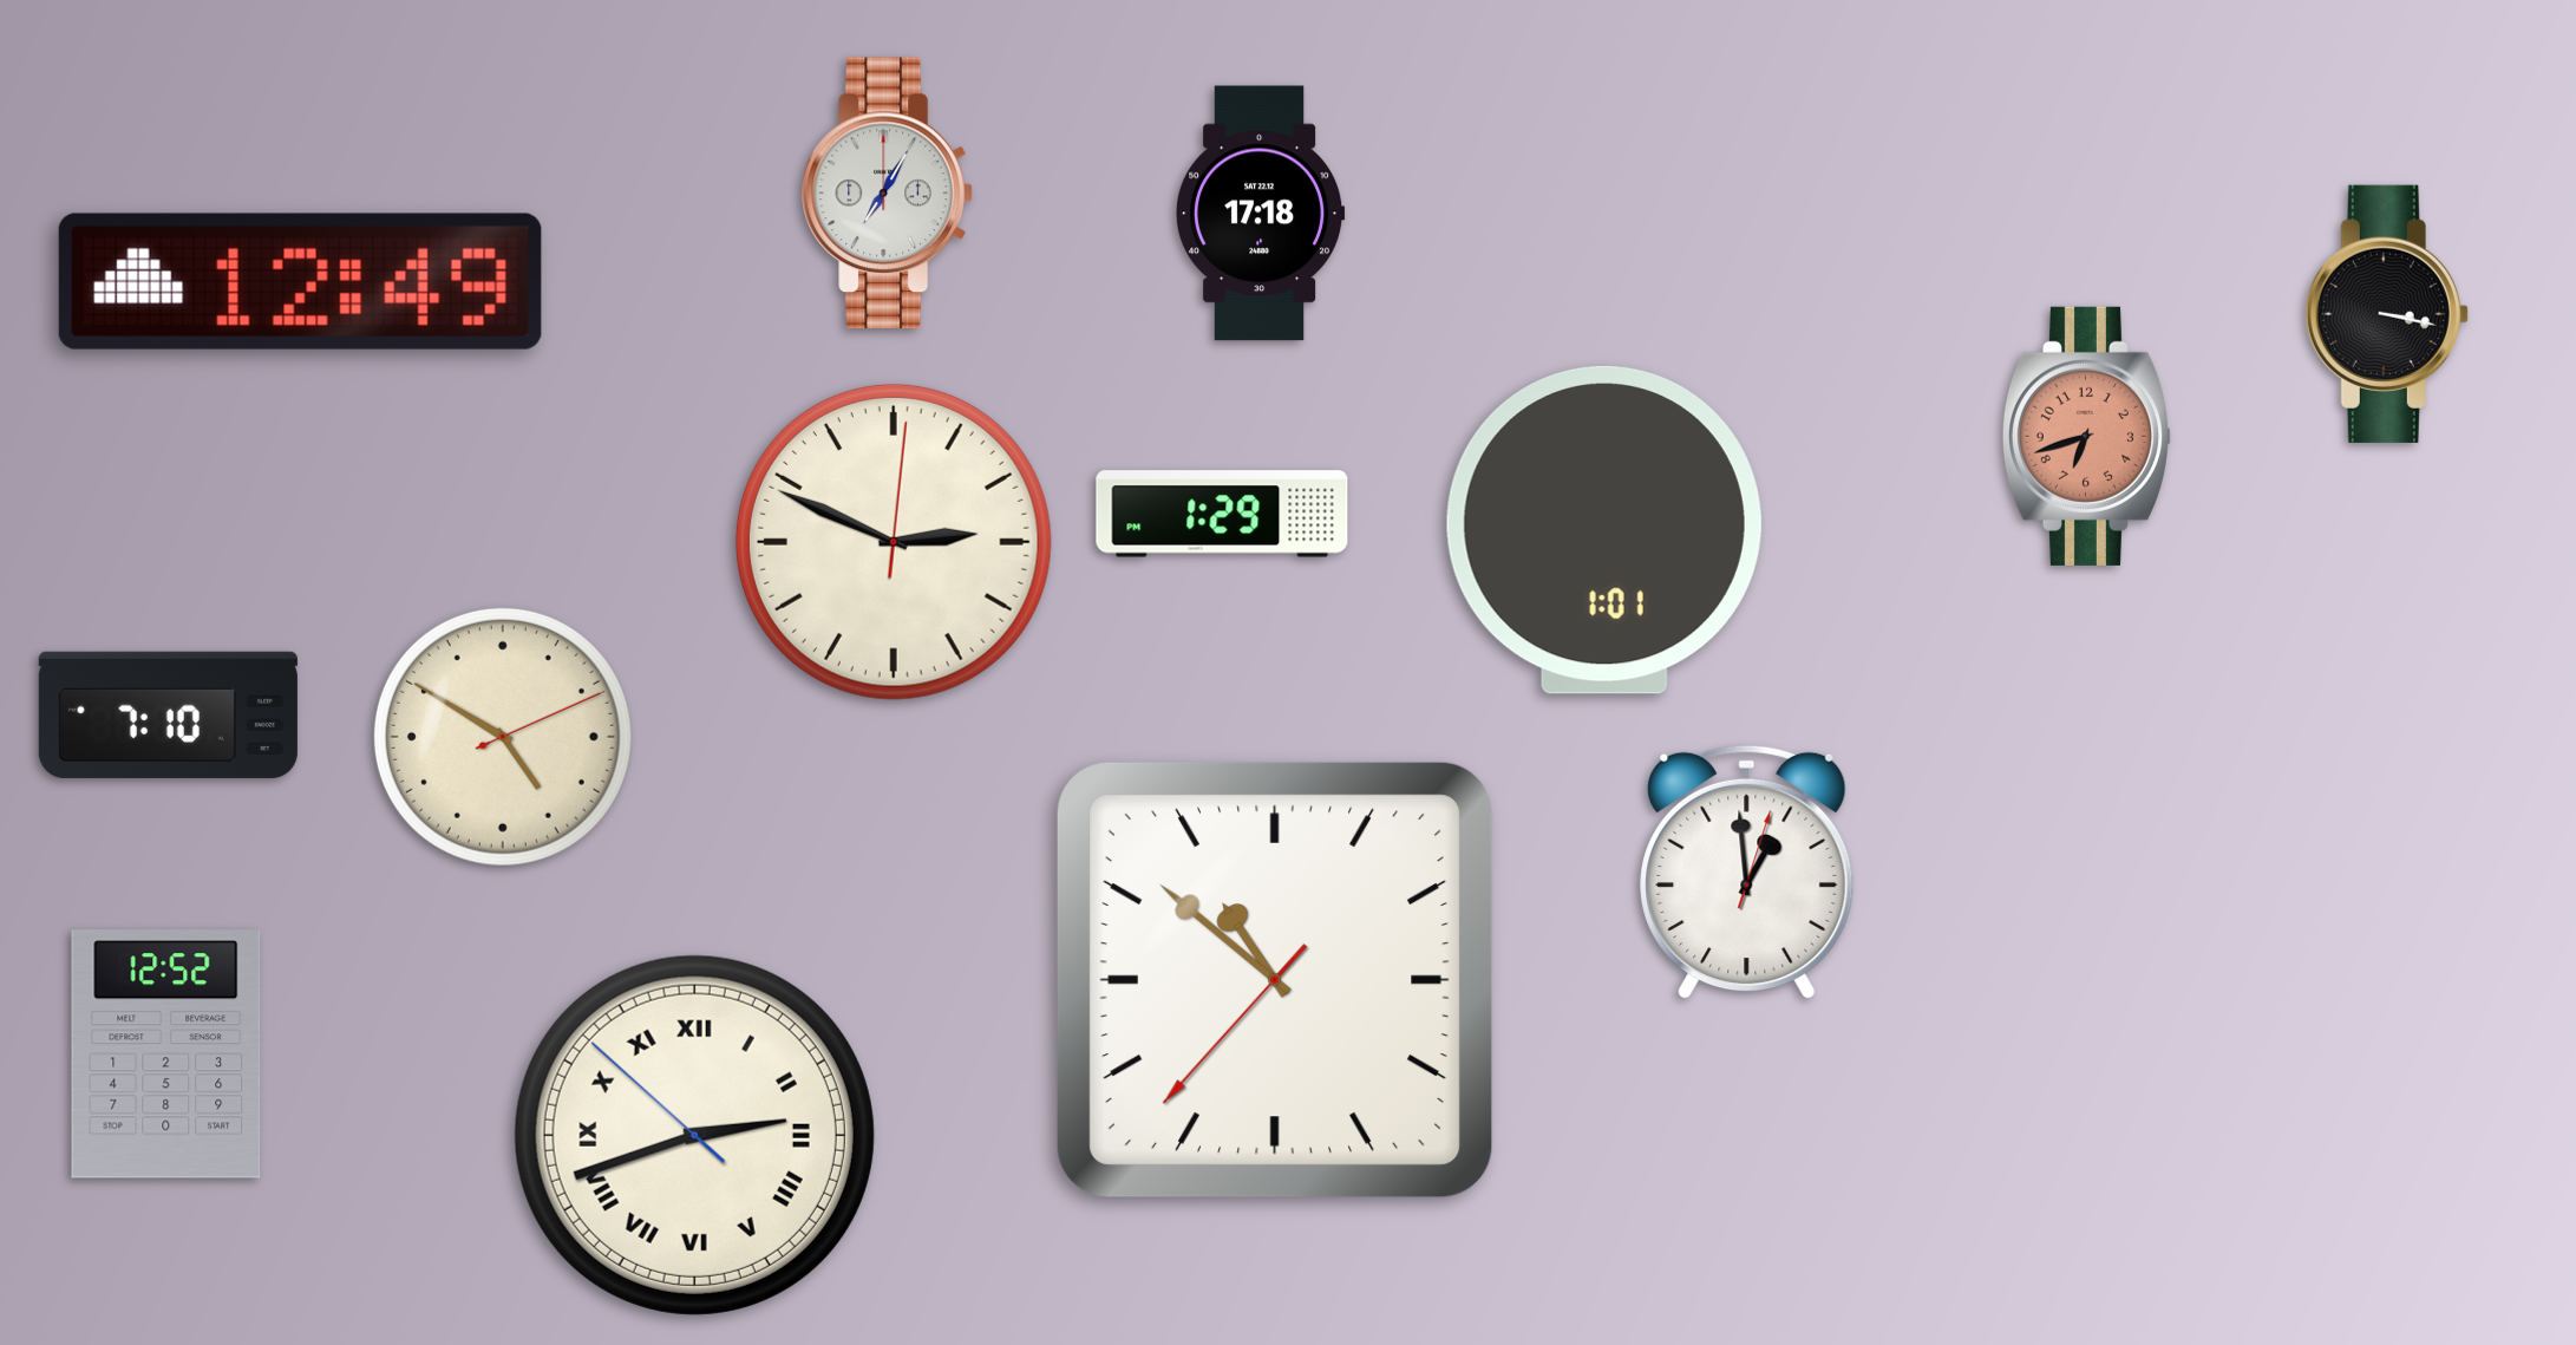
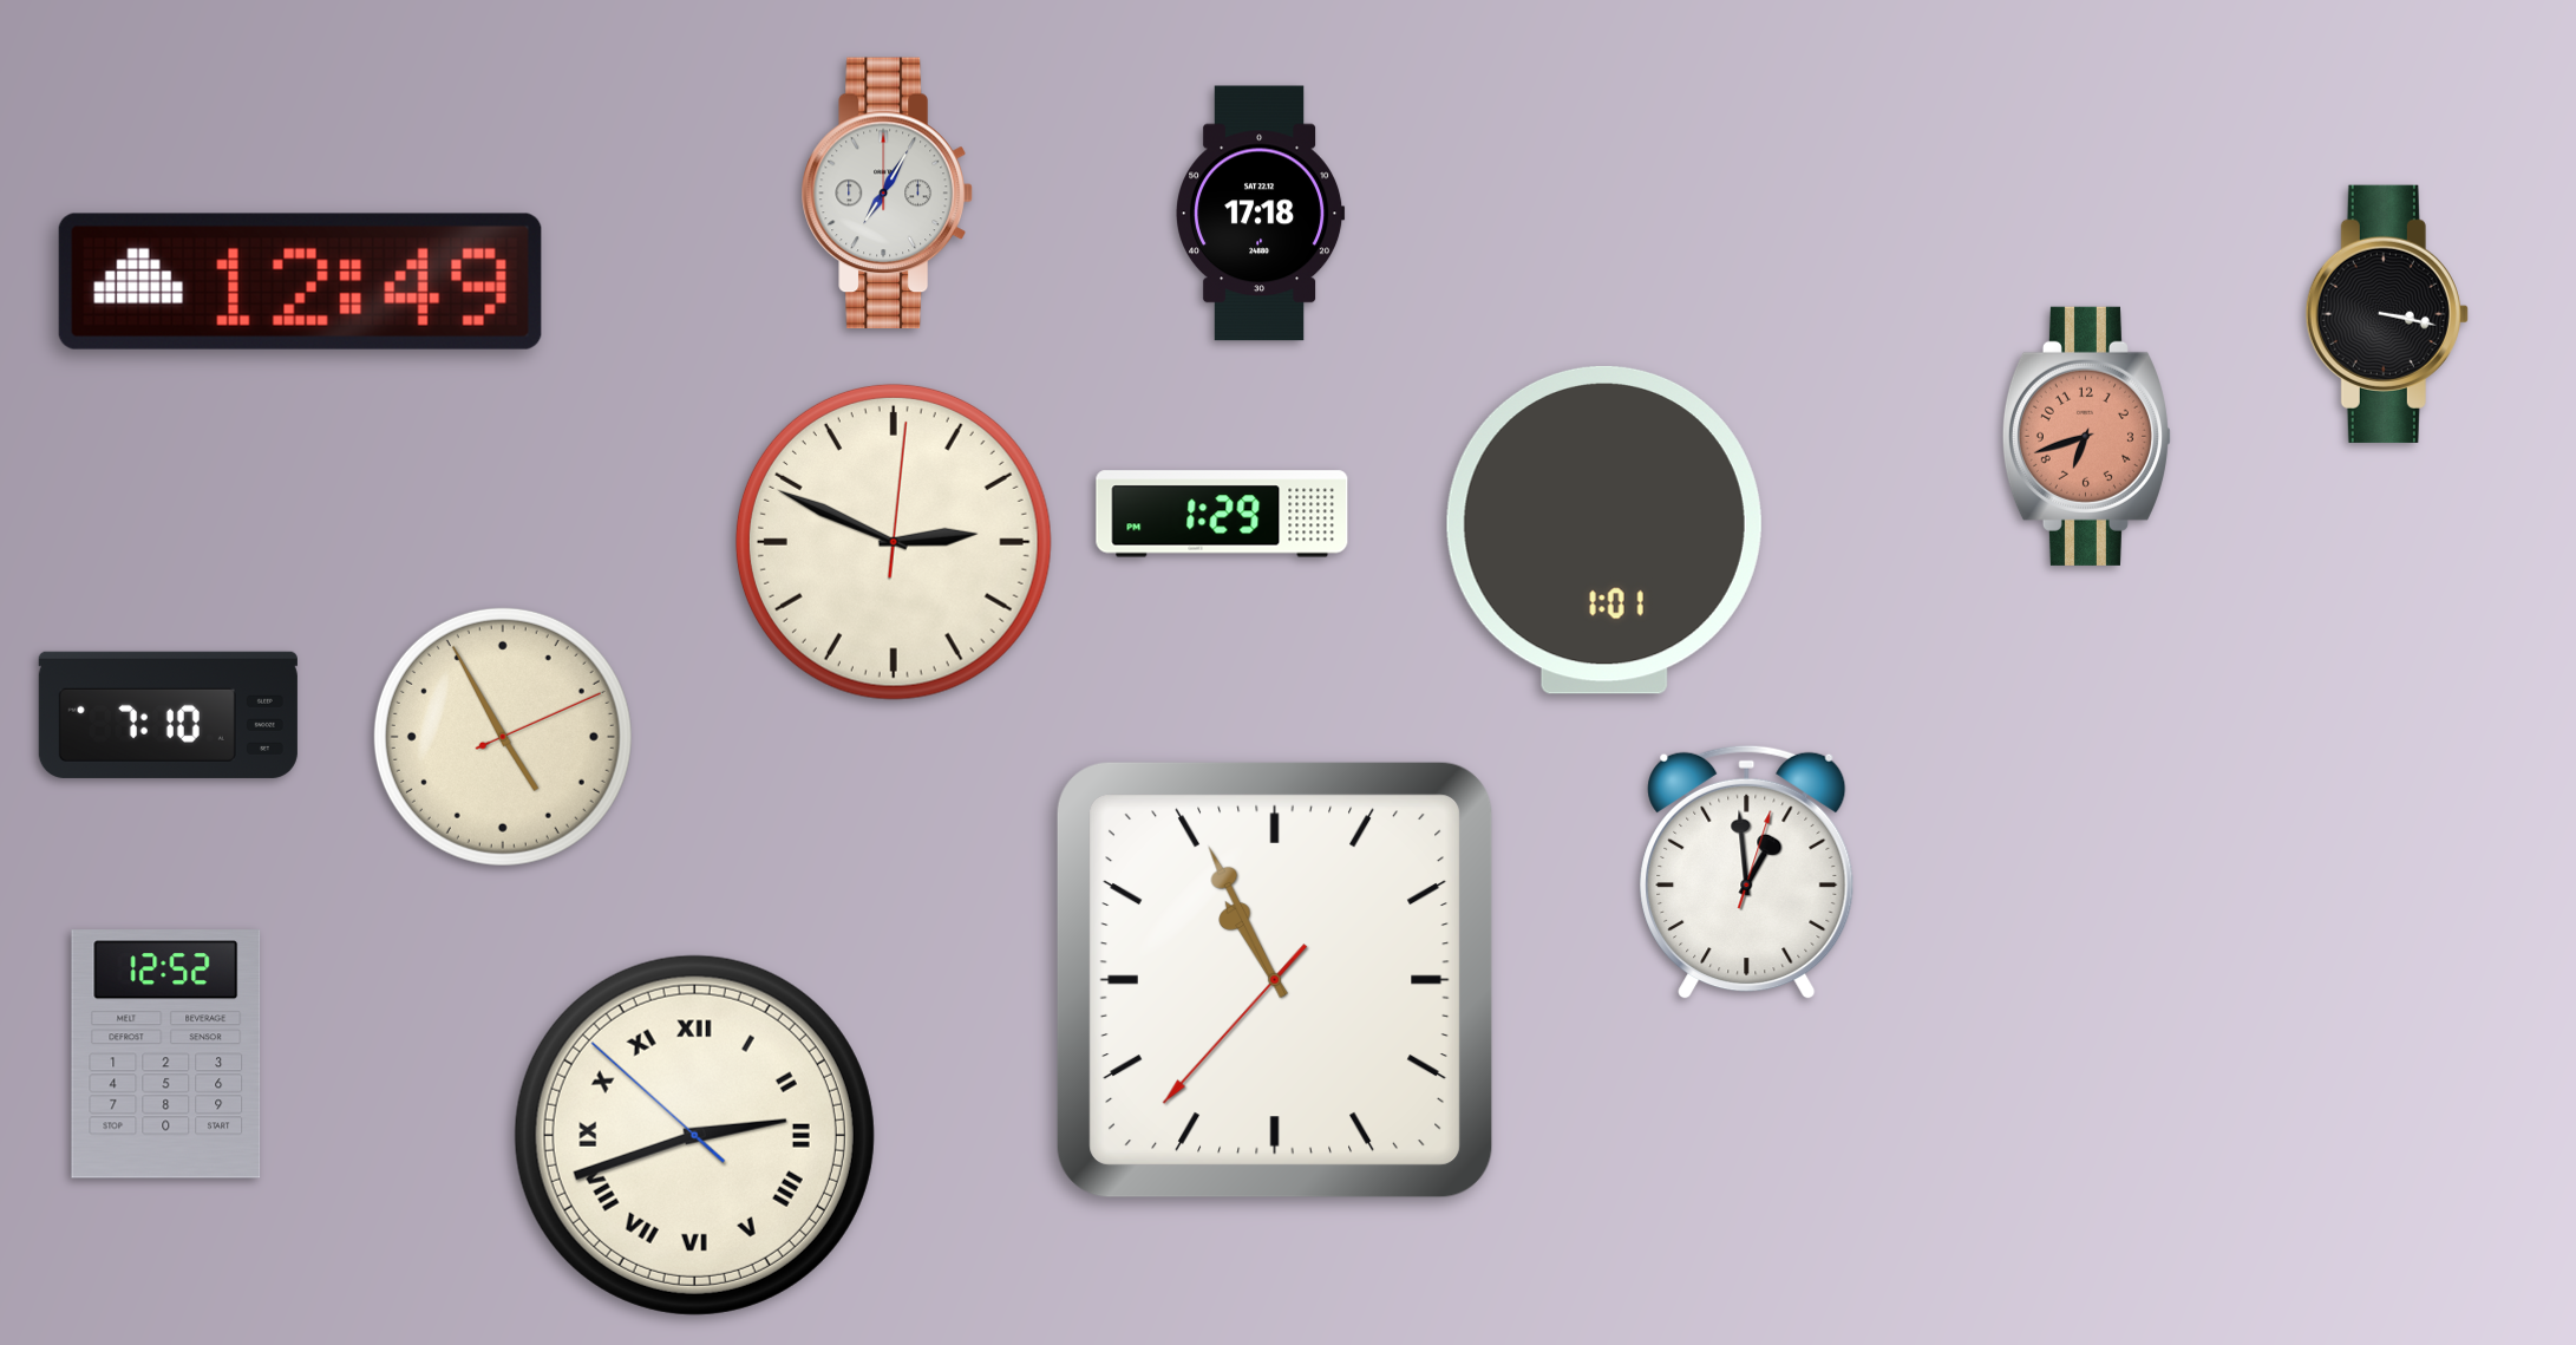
clock at (503, 737): 4:50 -> 4:55
clock at (1275, 980): 10:51 -> 10:55
